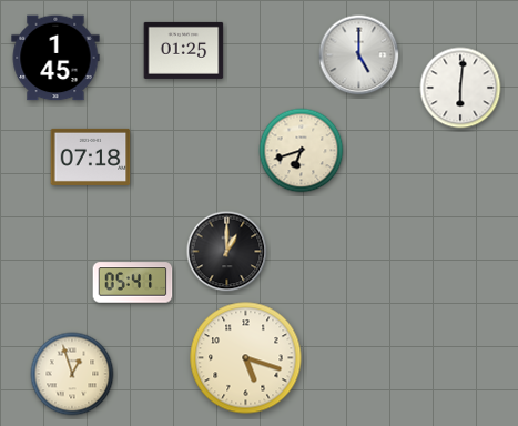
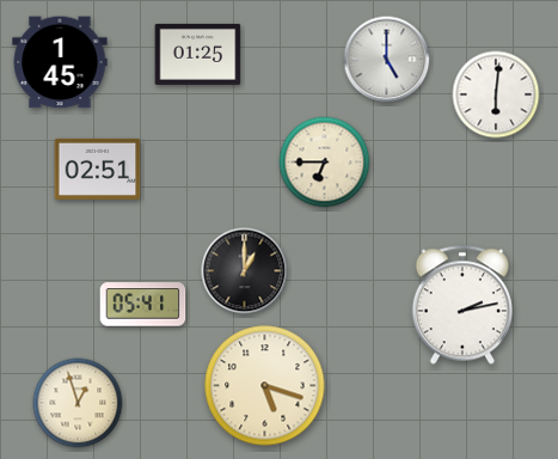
clock at (302, 151): 6:42 -> 6:45
clock at (91, 156): 07:18 -> 02:51
clock at (462, 305): none -> 2:13
